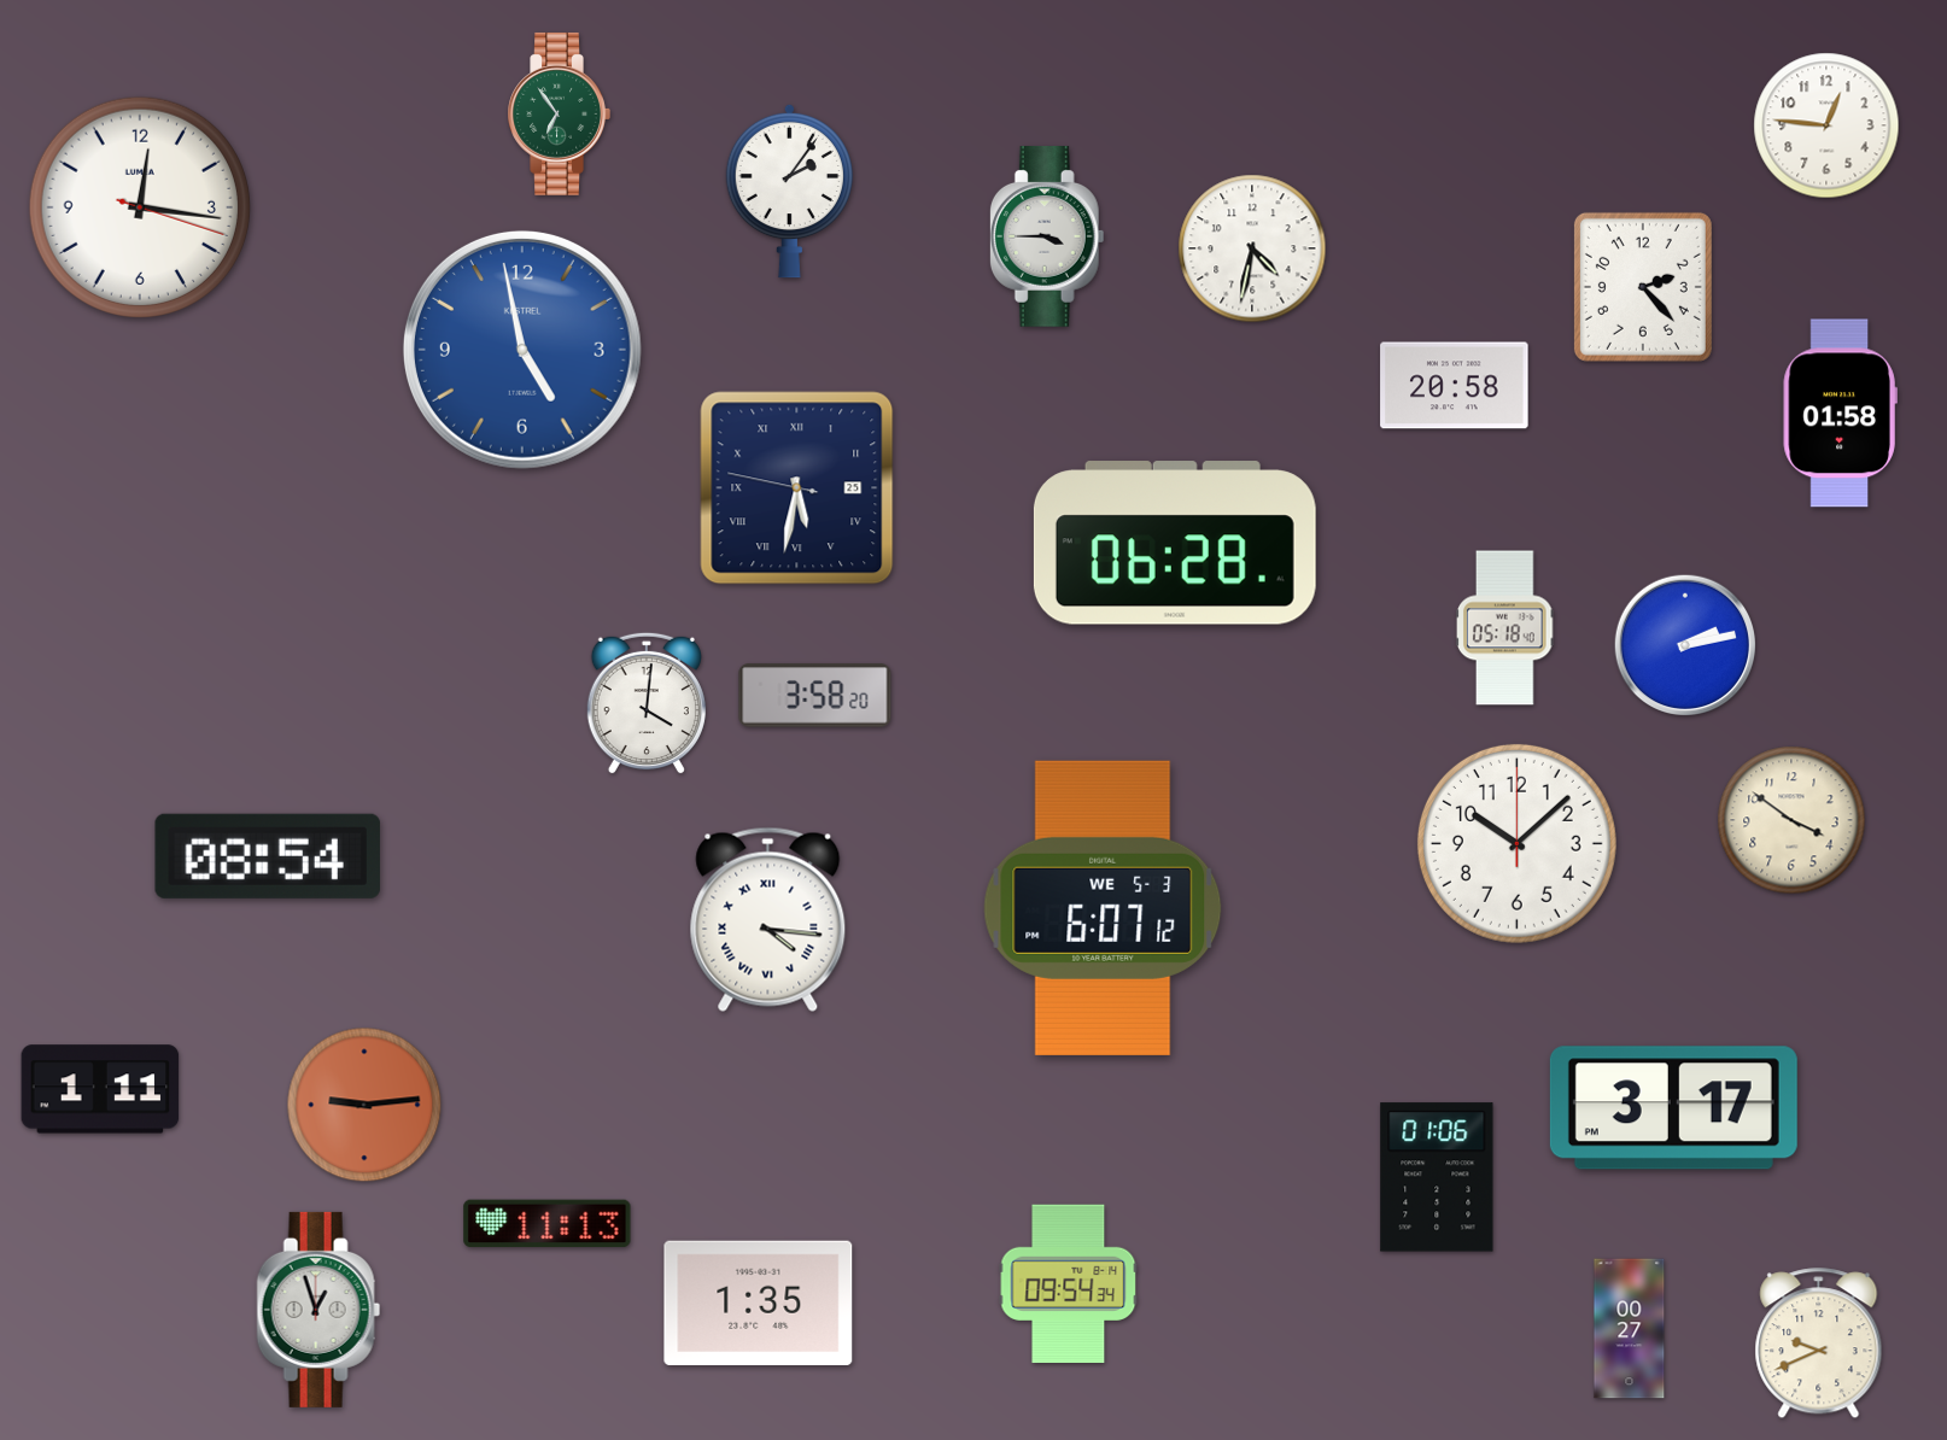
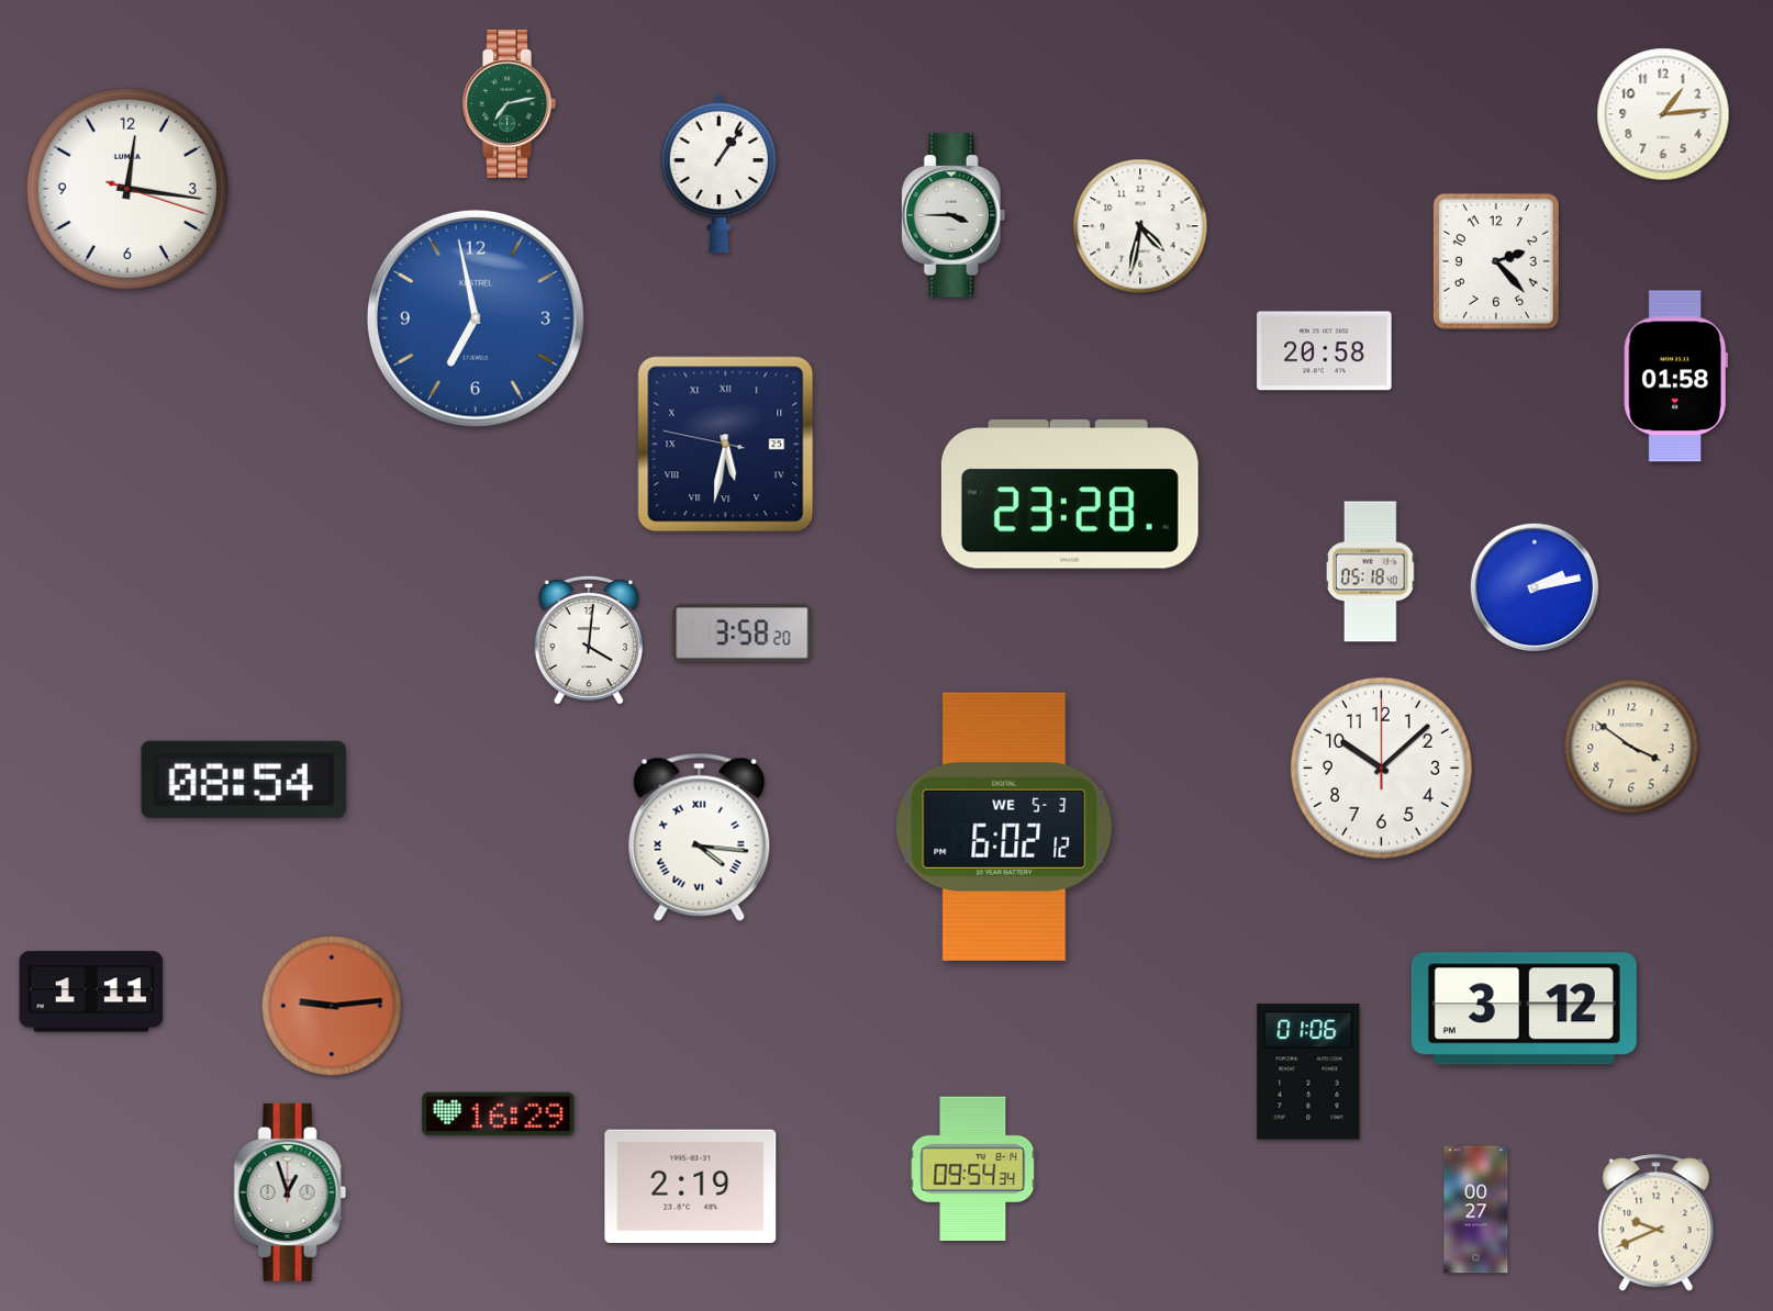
clock at (559, 113): 6:54 -> 7:13
clock at (1826, 125): 12:46 -> 1:14
clock at (789, 191): 2:06 -> 1:06
clock at (522, 350): 4:58 -> 6:58
clock at (1175, 543): 06:28 -> 23:28
clock at (1103, 908): 6:07 -> 6:02
clock at (1673, 1108): 3:17 -> 3:12
clock at (548, 1224): 11:13 -> 16:29
clock at (759, 1303): 1:35 -> 2:19
clock at (1630, 1329) position: (1630, 1329) -> (1476, 1210)
